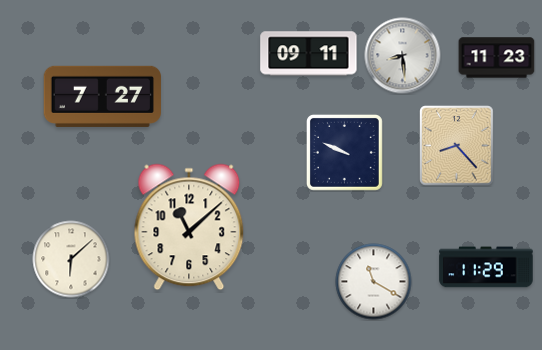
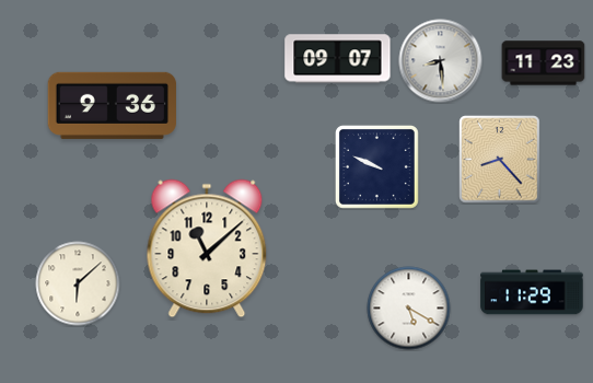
clock at (309, 54): 09:11 -> 09:07
clock at (102, 96): 7:27 -> 9:36
clock at (374, 282): 11:20 -> 5:20
